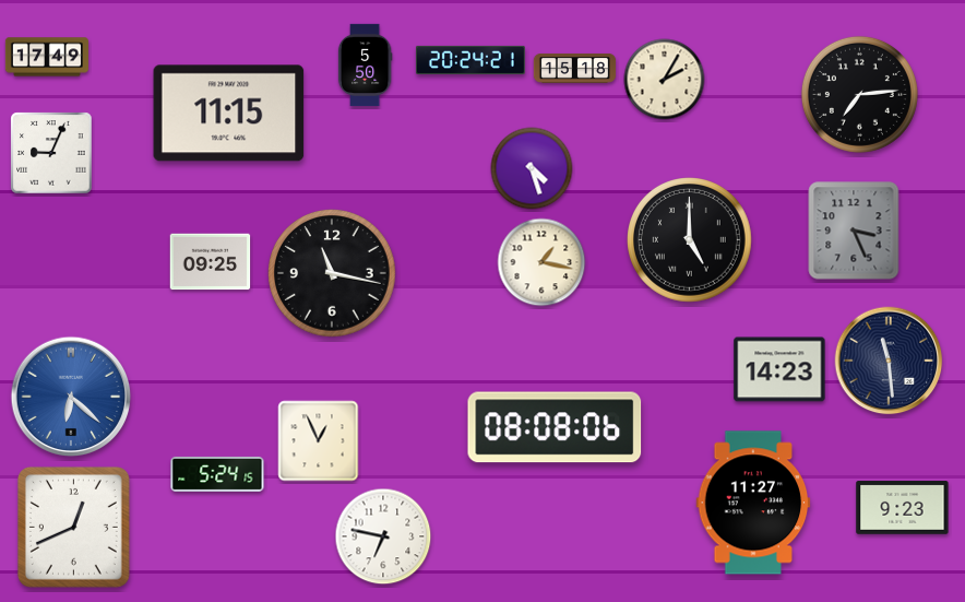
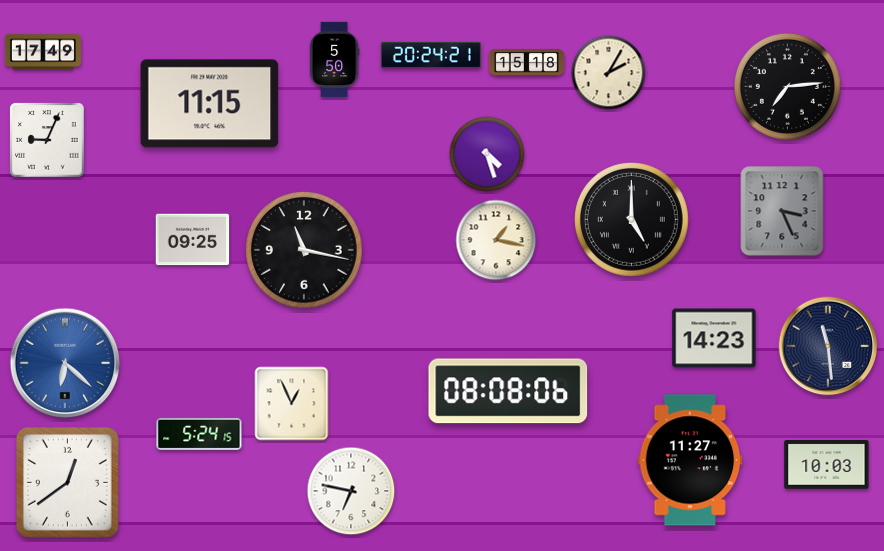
clock at (889, 361) position: (889, 361) -> (828, 346)
clock at (903, 508): 9:23 -> 10:03
clock at (73, 527): 12:41 -> 12:39
